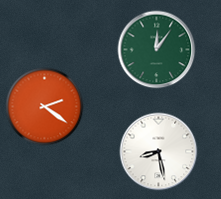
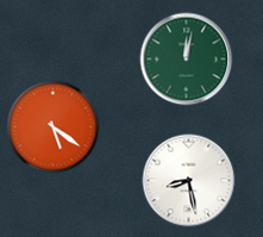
clock at (156, 49): 12:06 -> 12:02
clock at (44, 106): 2:21 -> 5:21
